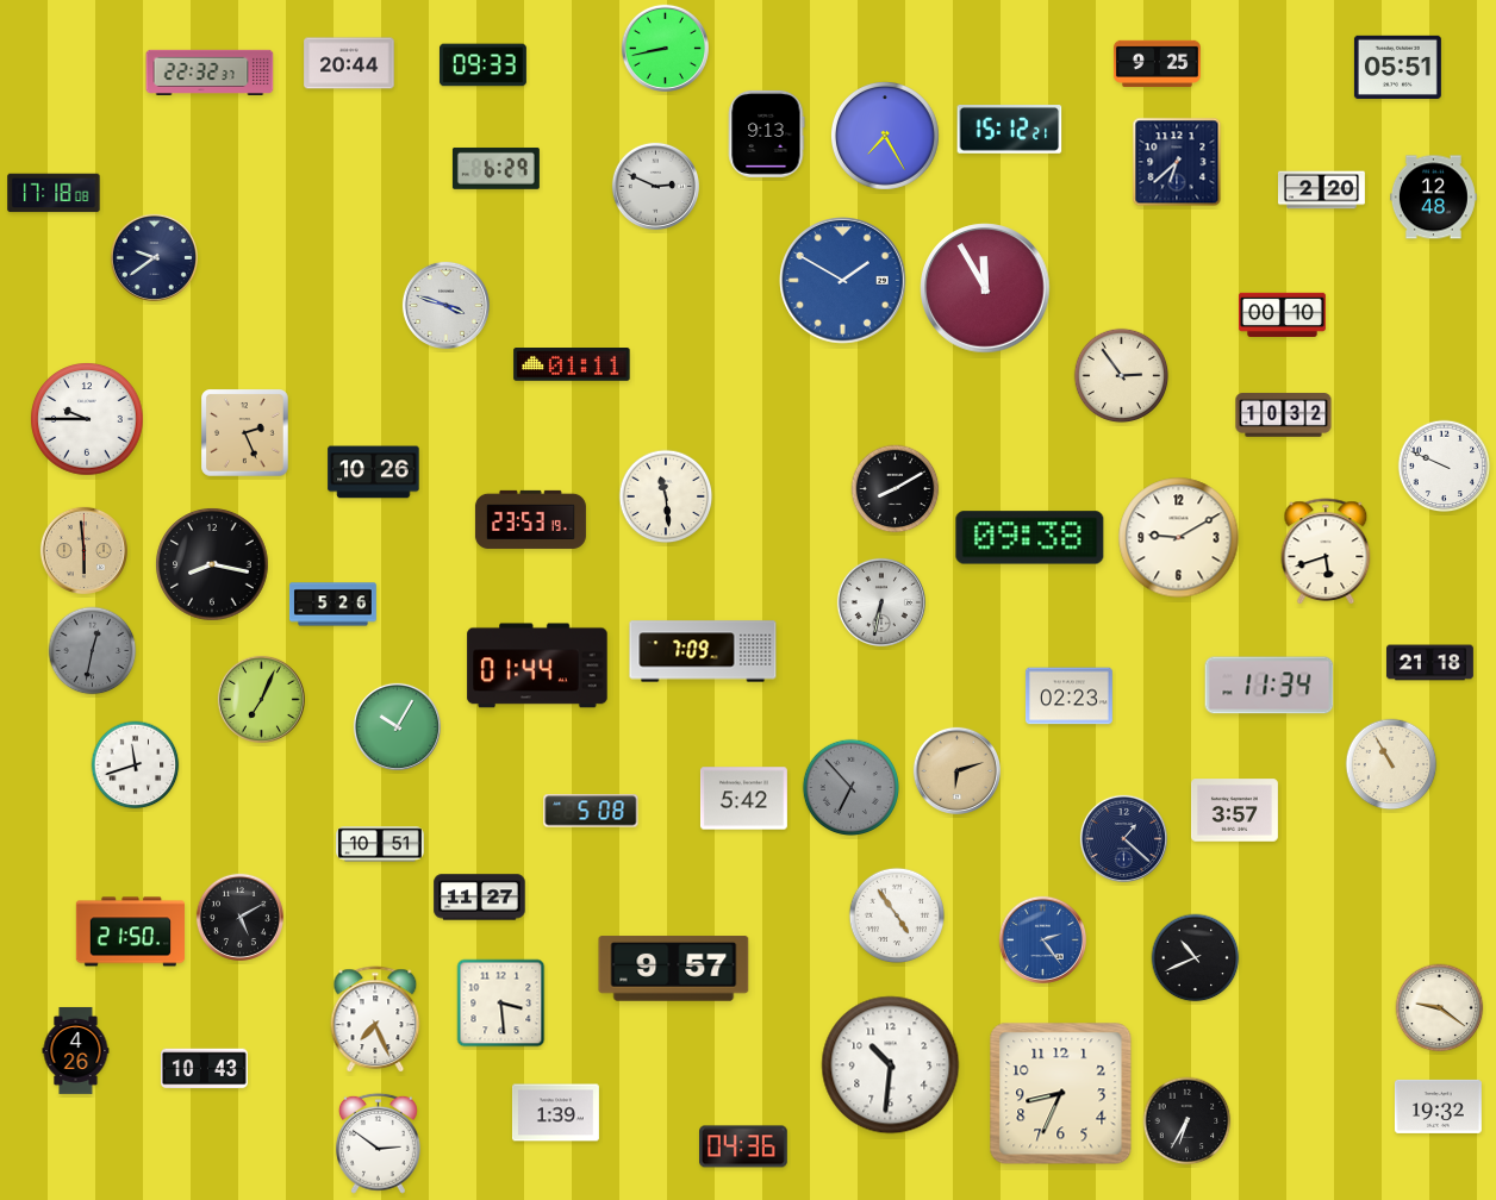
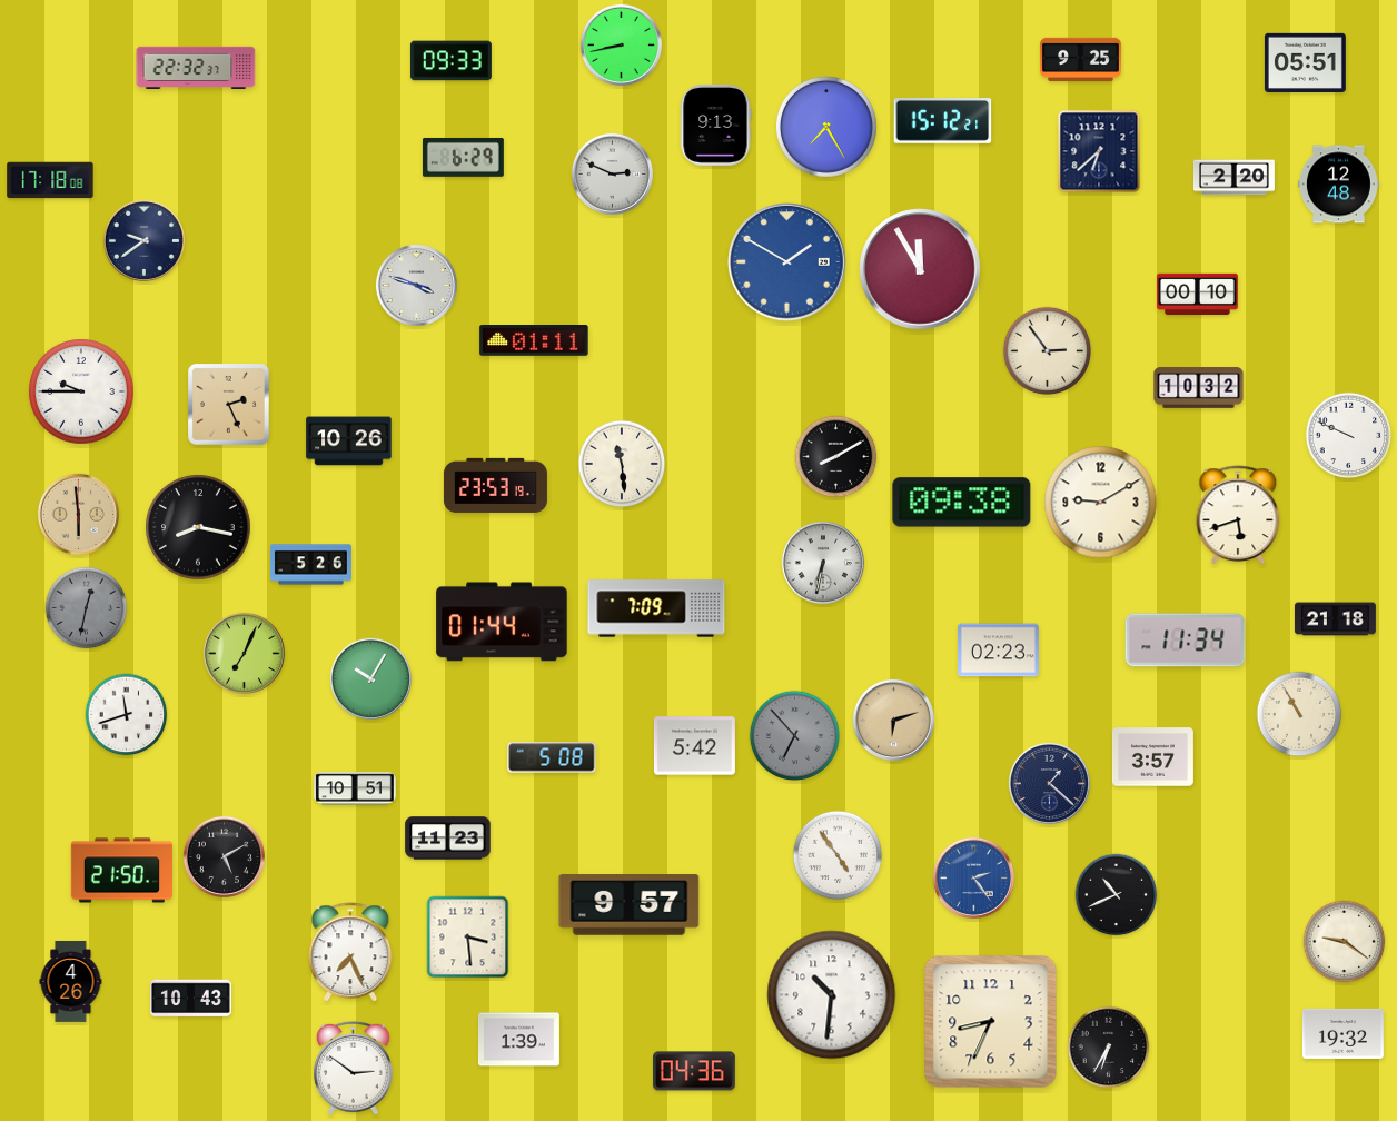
clock at (349, 63): 20:44 -> none
clock at (480, 898): 11:27 -> 11:23
